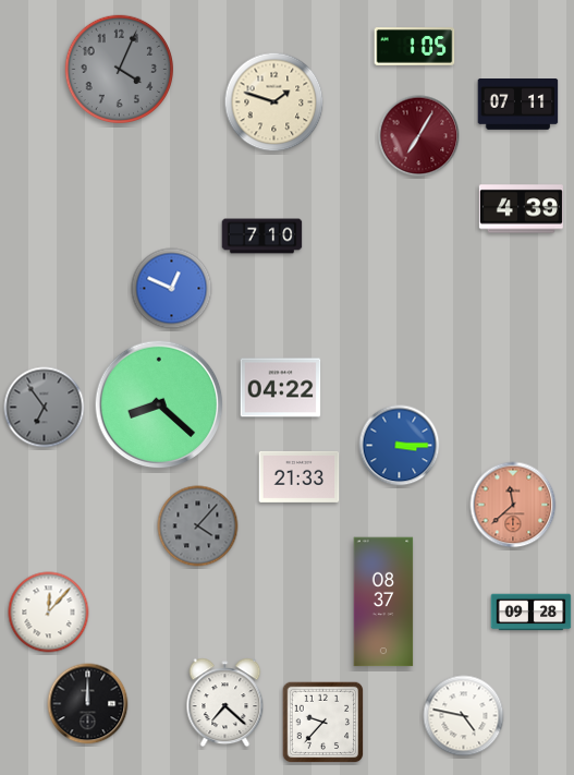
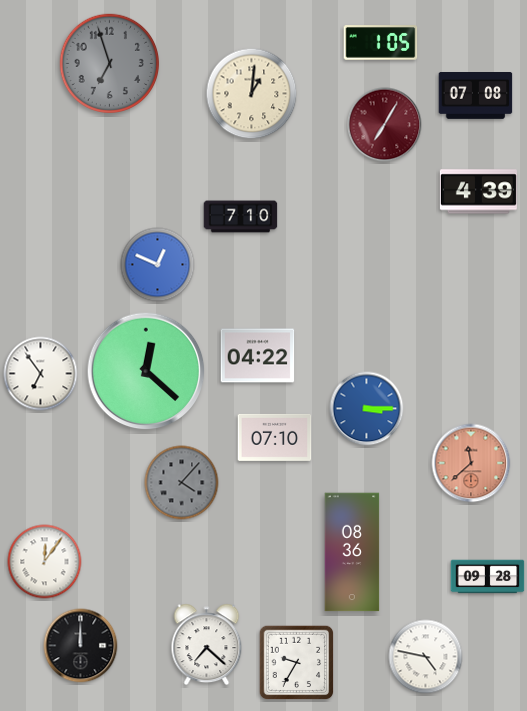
clock at (120, 70): 4:04 -> 6:57
clock at (274, 102): 1:48 -> 1:01
clock at (518, 105): 07:11 -> 07:08
clock at (159, 404): 8:22 -> 12:22
clock at (45, 408) dial: grey -> white
clock at (300, 476): 21:33 -> 07:10
clock at (383, 602): 08:37 -> 08:36
clock at (49, 613): 12:07 -> 12:06
clock at (532, 613) position: (532, 613) -> (488, 577)
clock at (323, 723): 9:37 -> 9:35
